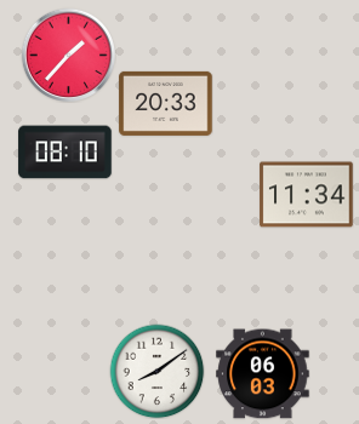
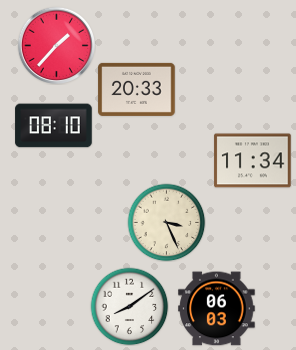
clock at (166, 103) position: (166, 103) -> (137, 89)
clock at (166, 222): none -> 3:26
